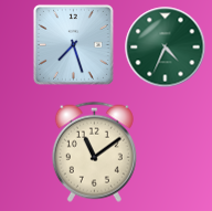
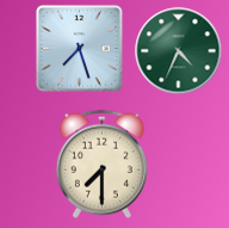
clock at (94, 151): 11:09 -> 7:30
